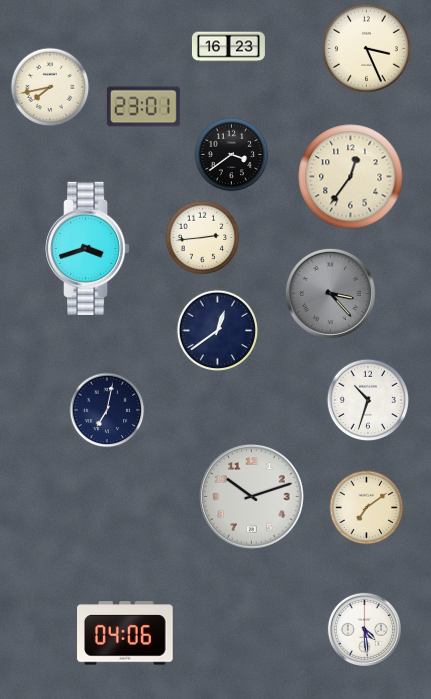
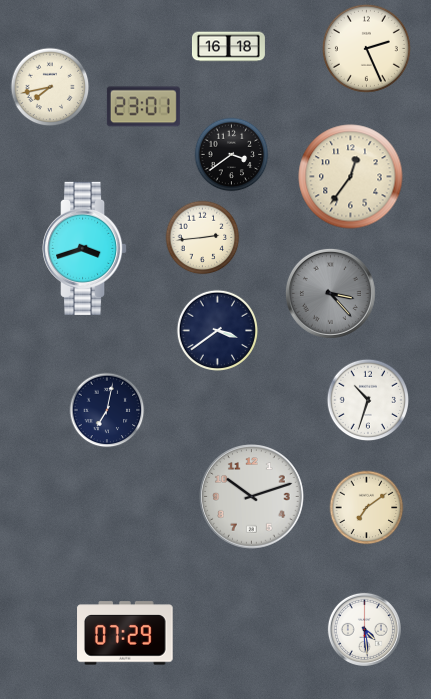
clock at (228, 47): 16:23 -> 16:18
clock at (366, 48): 3:26 -> 2:26
clock at (88, 248) position: (88, 248) -> (85, 248)
clock at (218, 331): 12:39 -> 3:39
clock at (125, 633): 04:06 -> 07:29
